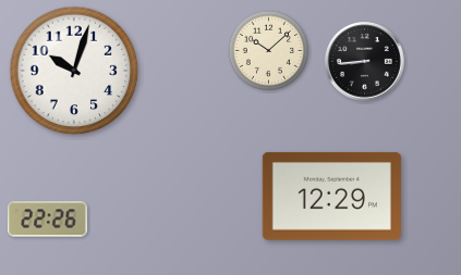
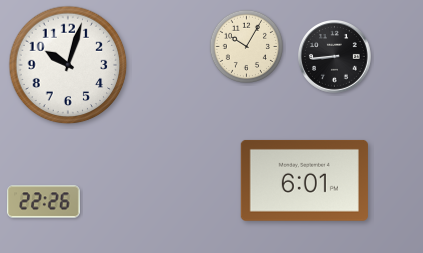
clock at (268, 50): 10:08 -> 10:05
clock at (331, 196): 12:29 -> 6:01
